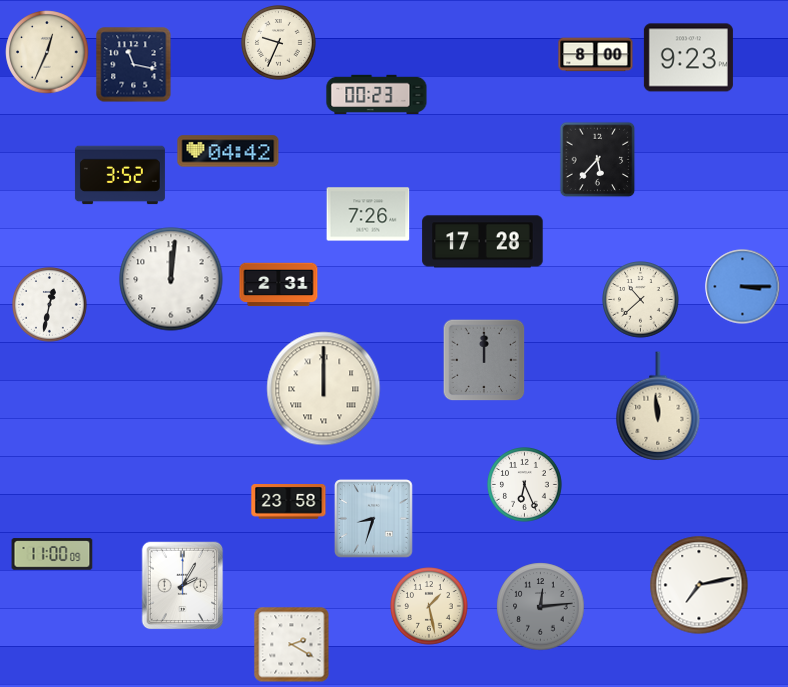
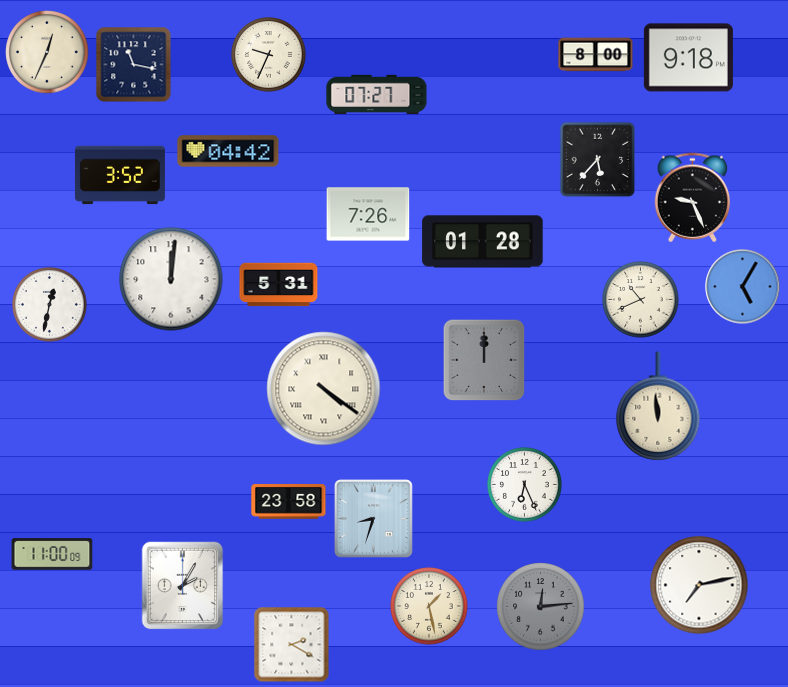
clock at (279, 43) position: (279, 43) -> (269, 55)
clock at (688, 58): 9:23 -> 9:18
clock at (377, 95): 00:23 -> 07:27
clock at (693, 198): none -> 9:26
clock at (483, 242): 17:28 -> 01:28
clock at (279, 285): 2:31 -> 5:31
clock at (743, 287): 3:15 -> 5:05
clock at (641, 300): 10:38 -> 10:41
clock at (324, 389): 12:00 -> 4:21
